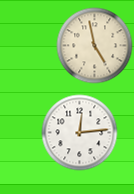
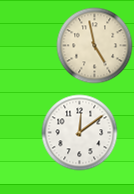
clock at (80, 133): 12:14 -> 12:09
